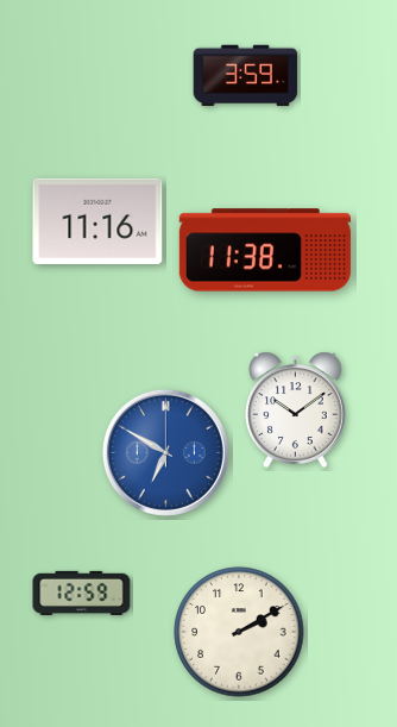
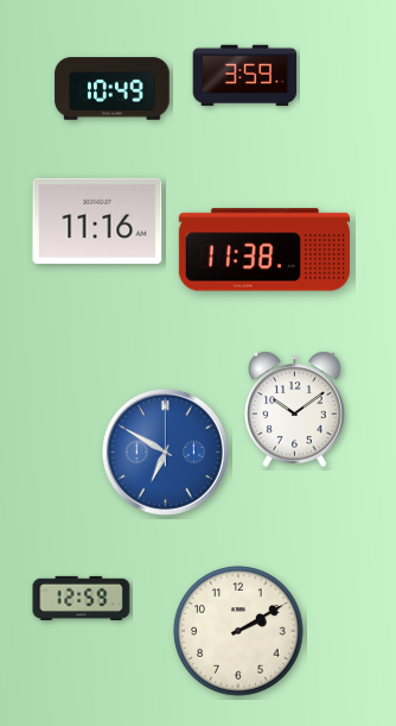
clock at (113, 89): none -> 10:49
clock at (82, 593) position: (82, 593) -> (82, 598)
